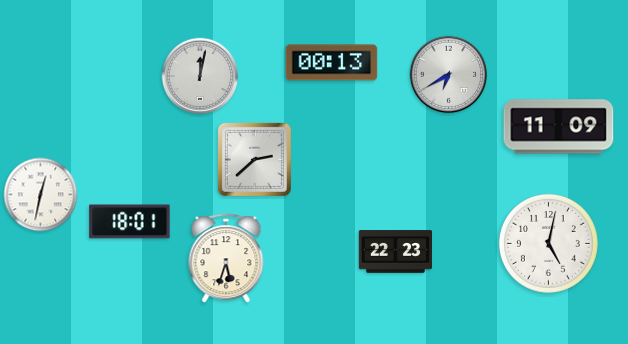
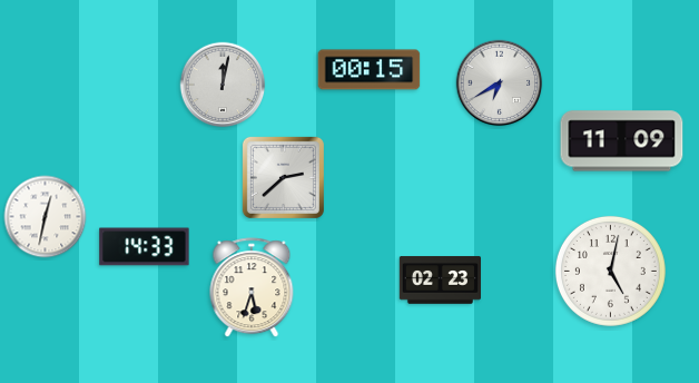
clock at (332, 63): 00:13 -> 00:15
clock at (130, 222): 18:01 -> 14:33
clock at (395, 252): 22:23 -> 02:23
